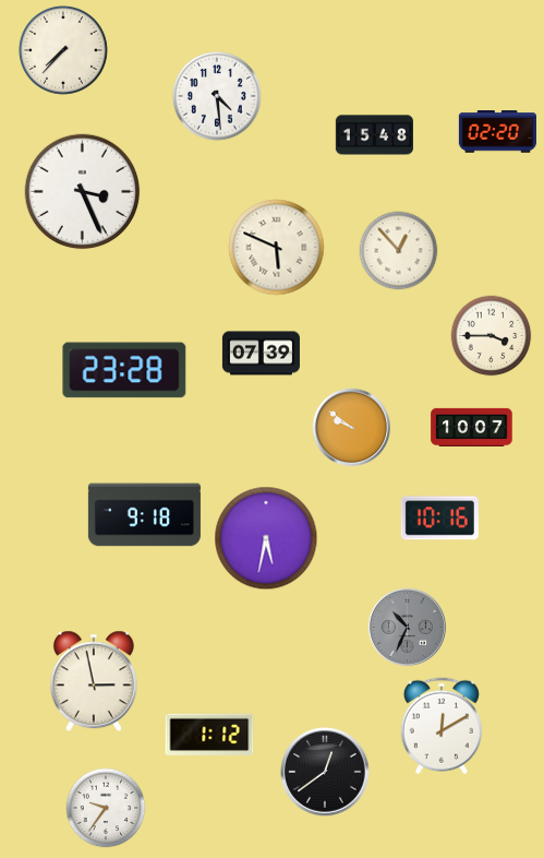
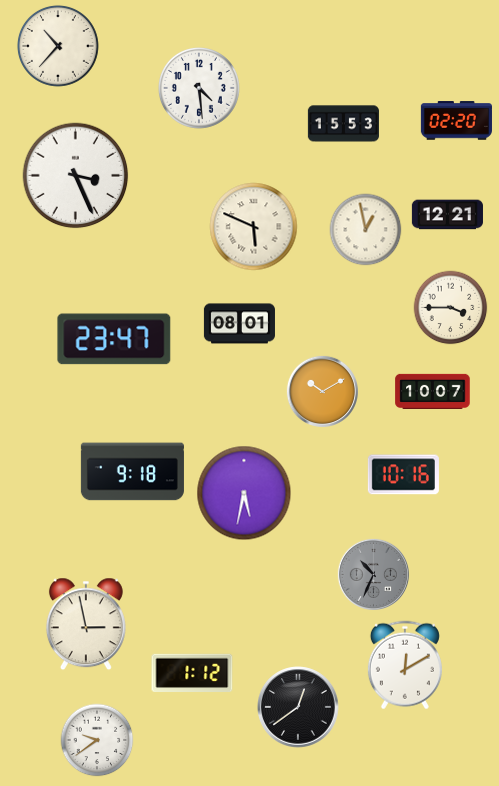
clock at (63, 50): 7:37 -> 10:37
clock at (374, 135): 15:48 -> 15:53
clock at (447, 215): none -> 12:21
clock at (399, 251): 12:53 -> 12:58
clock at (261, 354): 07:39 -> 08:01
clock at (124, 370): 23:28 -> 23:47
clock at (351, 427): 9:51 -> 10:10
clock at (106, 808): 9:36 -> 9:39
